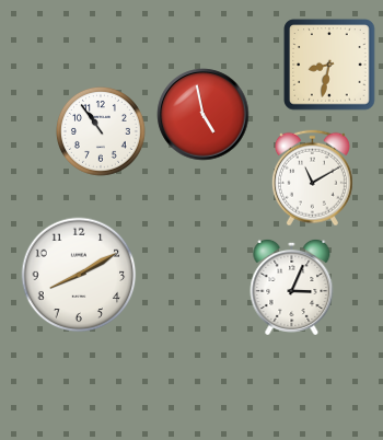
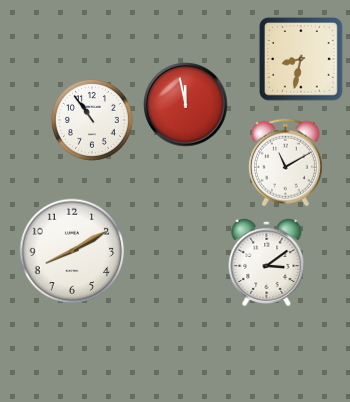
clock at (204, 115): 4:58 -> 11:58
clock at (292, 287): 3:04 -> 3:09
